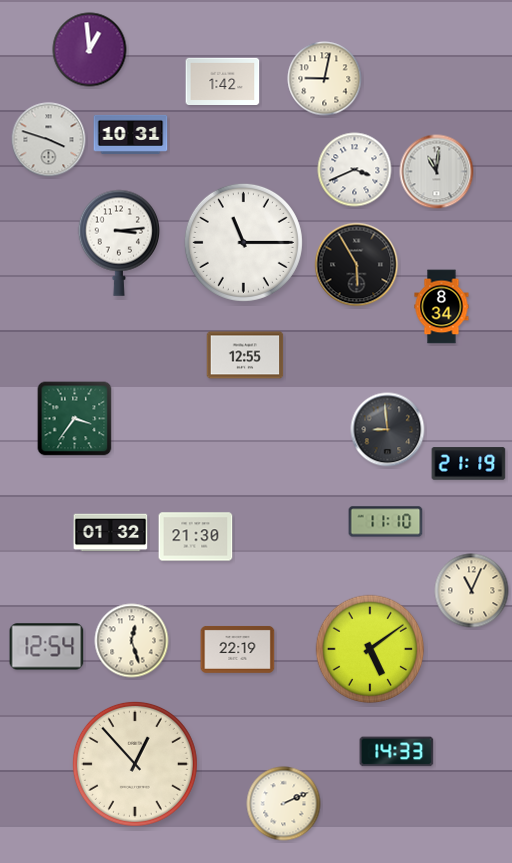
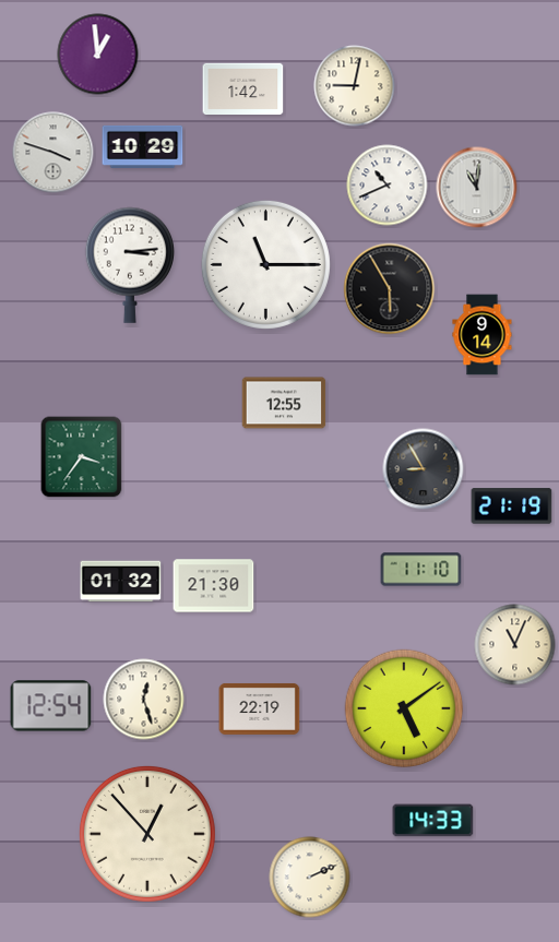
clock at (131, 134): 10:31 -> 10:29
clock at (355, 170): 3:41 -> 10:41
clock at (442, 307): 8:34 -> 9:14
clock at (245, 355) position: (245, 355) -> (284, 403)
clock at (388, 430): 8:59 -> 8:55
